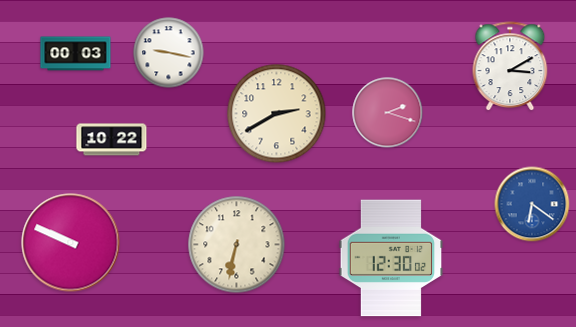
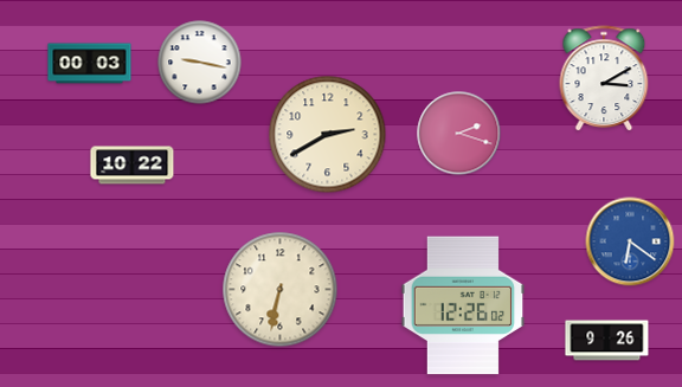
clock at (71, 243): 9:49 -> none
clock at (391, 258): 12:30 -> 12:26
clock at (607, 341): none -> 9:26
